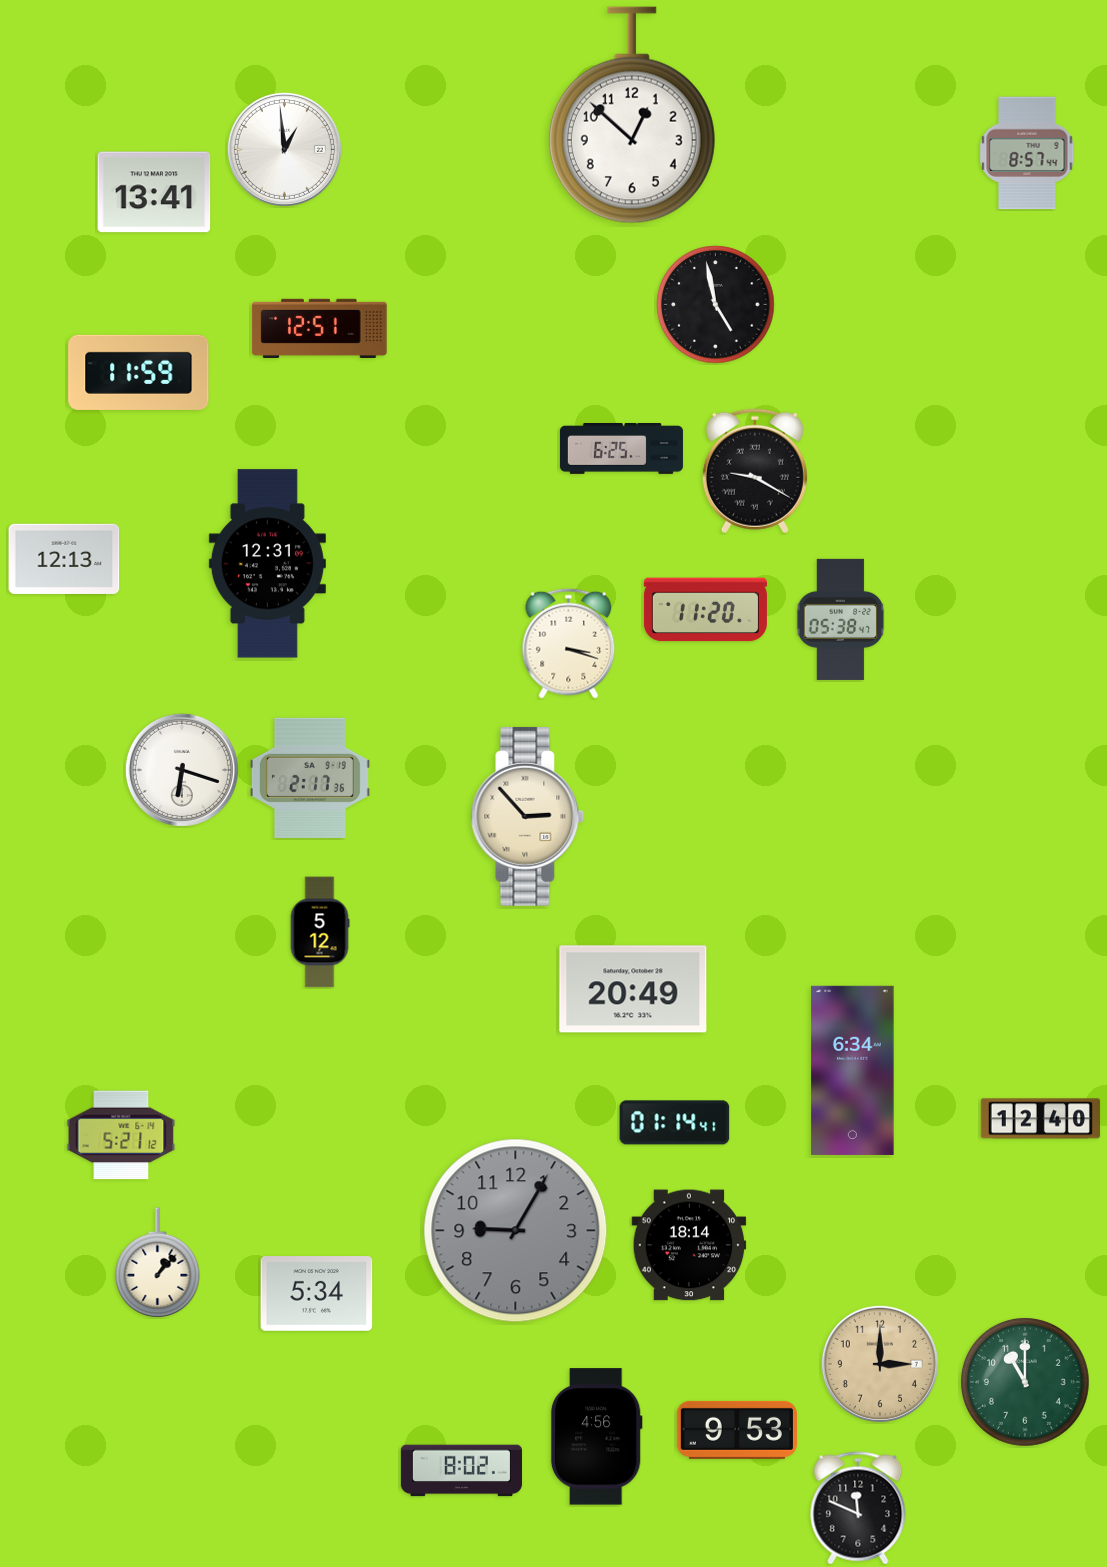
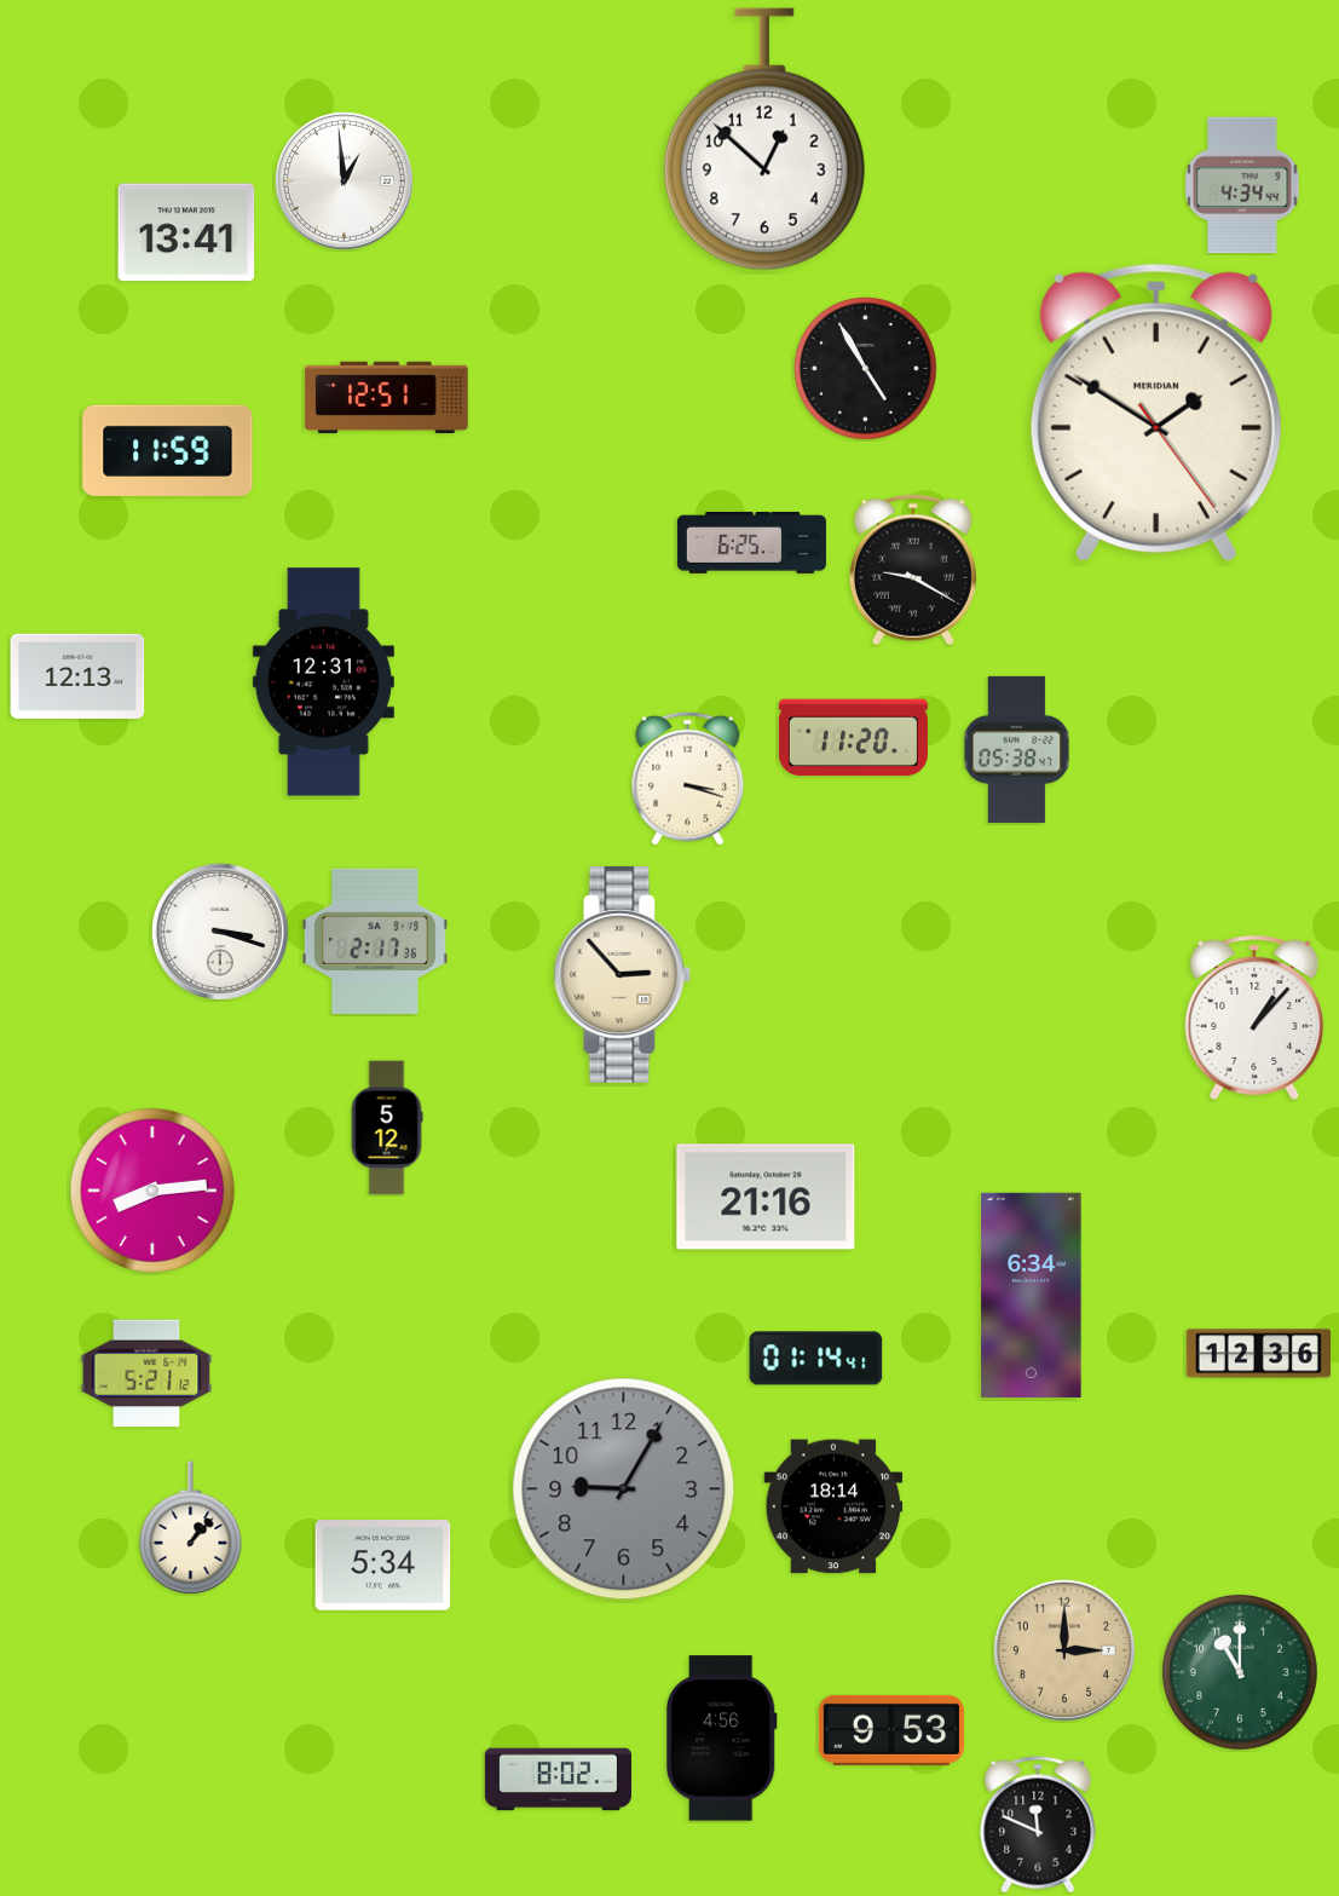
clock at (1027, 153): 8:57 -> 4:34
clock at (716, 305): 4:58 -> 4:55
clock at (1156, 413): none -> 1:50
clock at (182, 770): 6:18 -> 3:18
clock at (528, 816) position: (528, 816) -> (623, 974)
clock at (1254, 1018): none -> 1:07
clock at (152, 1191): none -> 8:14
clock at (633, 989): 20:49 -> 21:16
clock at (1040, 1119): 12:40 -> 12:36
